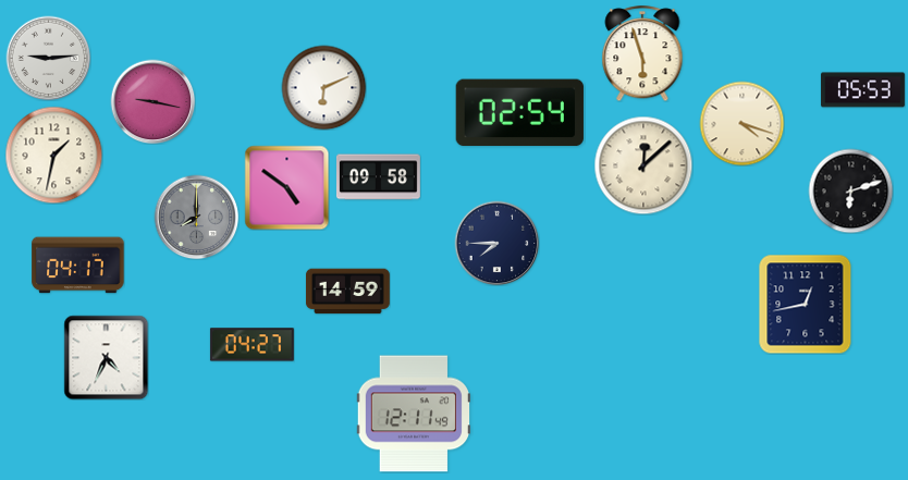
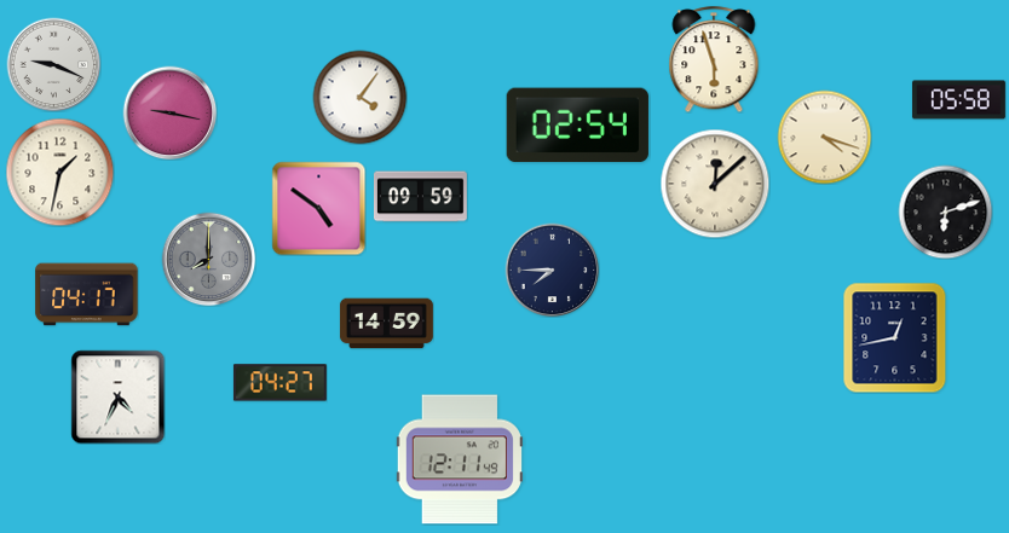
clock at (48, 58): 9:14 -> 9:19
clock at (323, 87): 6:11 -> 4:06
clock at (862, 90): 05:53 -> 05:58
clock at (378, 177): 09:58 -> 09:59
clock at (196, 217) position: (196, 217) -> (208, 259)
